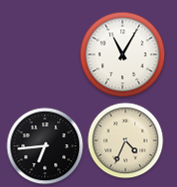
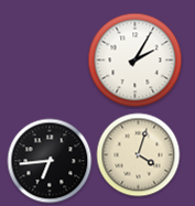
clock at (123, 55): 11:05 -> 2:05
clock at (126, 141): 4:34 -> 4:03
